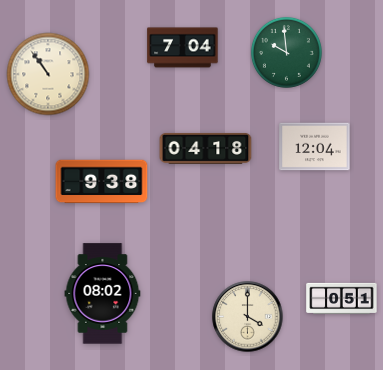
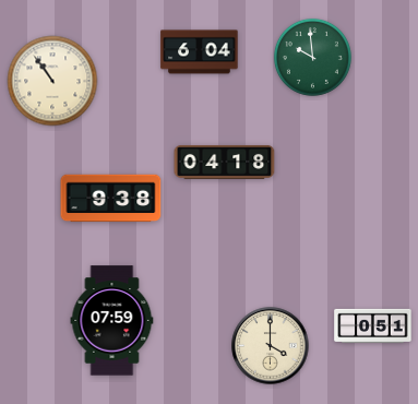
clock at (183, 48): 7:04 -> 6:04
clock at (315, 147): 12:04 -> none
clock at (103, 294): 08:02 -> 07:59
